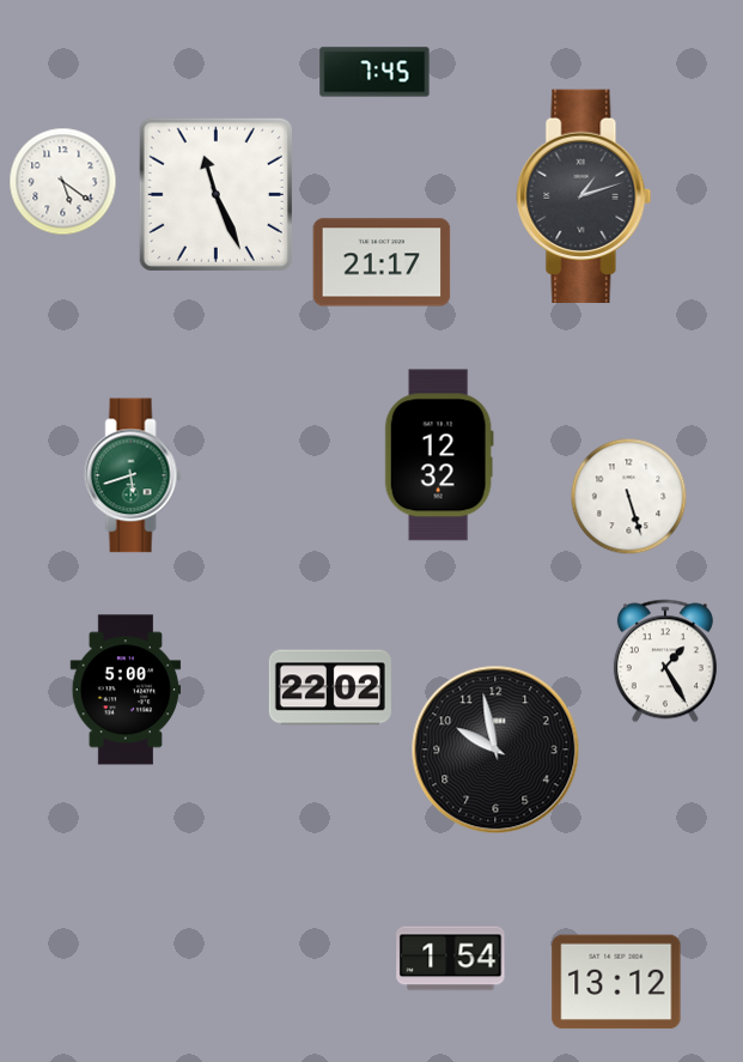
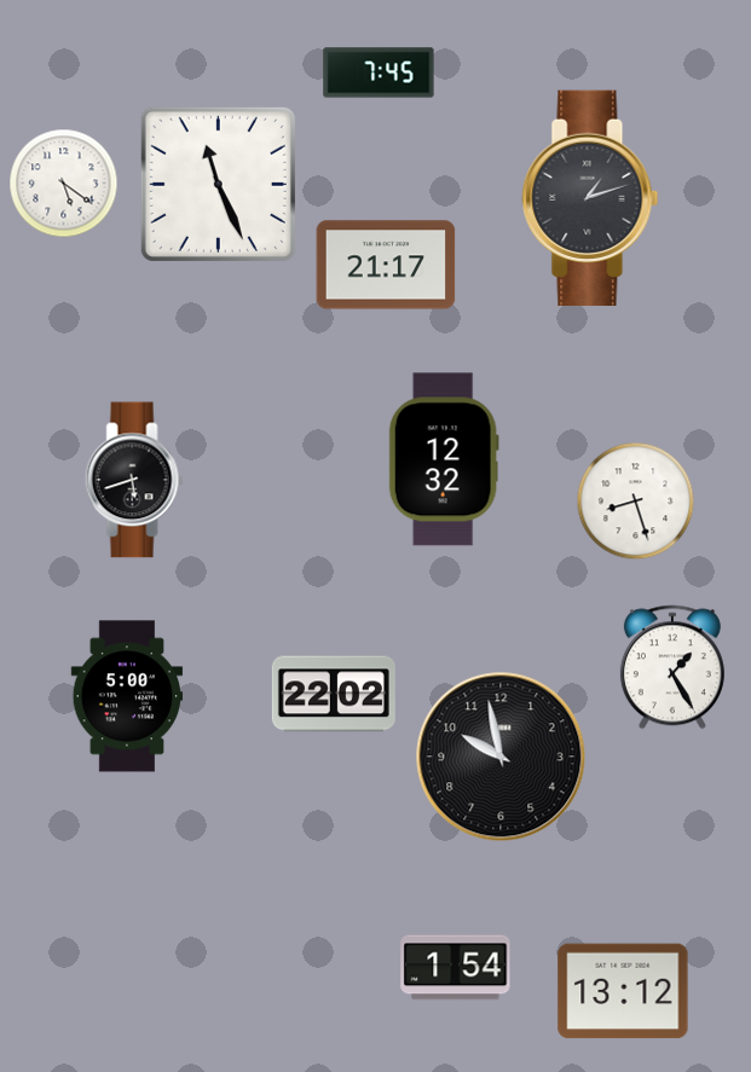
clock at (215, 194) position: (215, 194) -> (218, 184)
clock at (133, 475) dial: green -> black
clock at (629, 497): 5:27 -> 8:27
